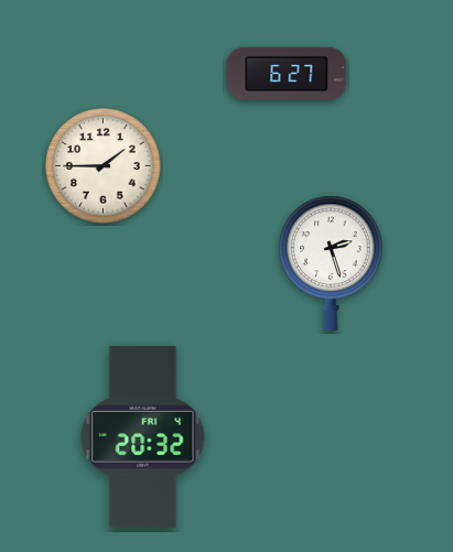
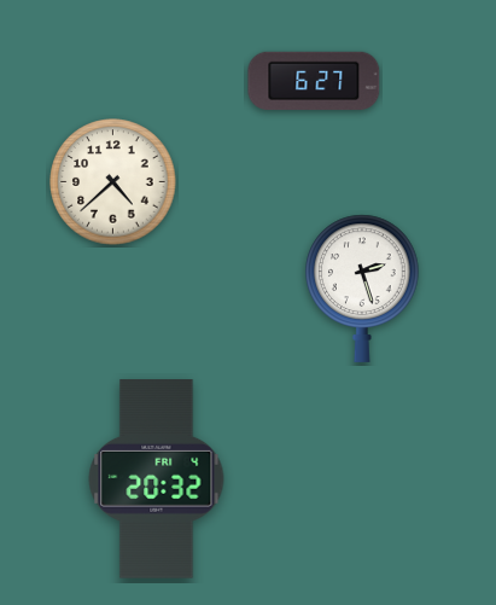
clock at (104, 166): 1:45 -> 4:38
